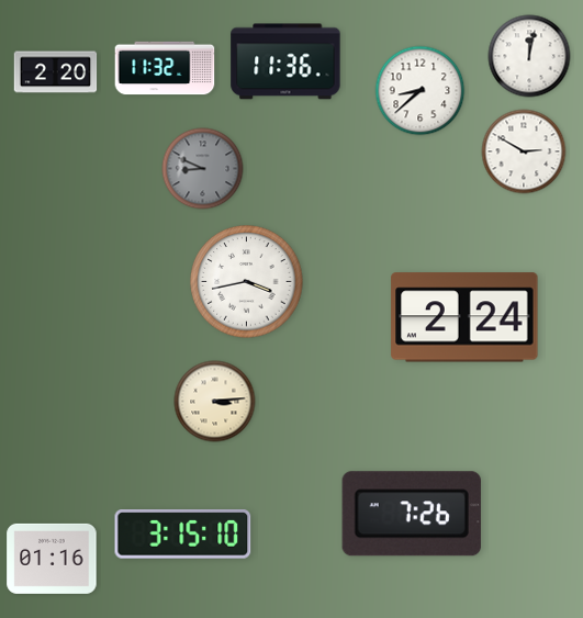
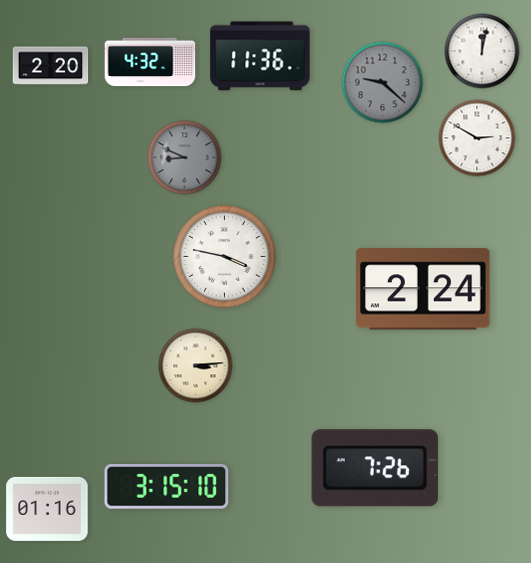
clock at (165, 68): 11:32 -> 4:32
clock at (421, 91): 8:38 -> 9:22
clock at (421, 91) dial: white -> grey
clock at (203, 169) position: (203, 169) -> (185, 158)
clock at (247, 282): 3:43 -> 3:47
